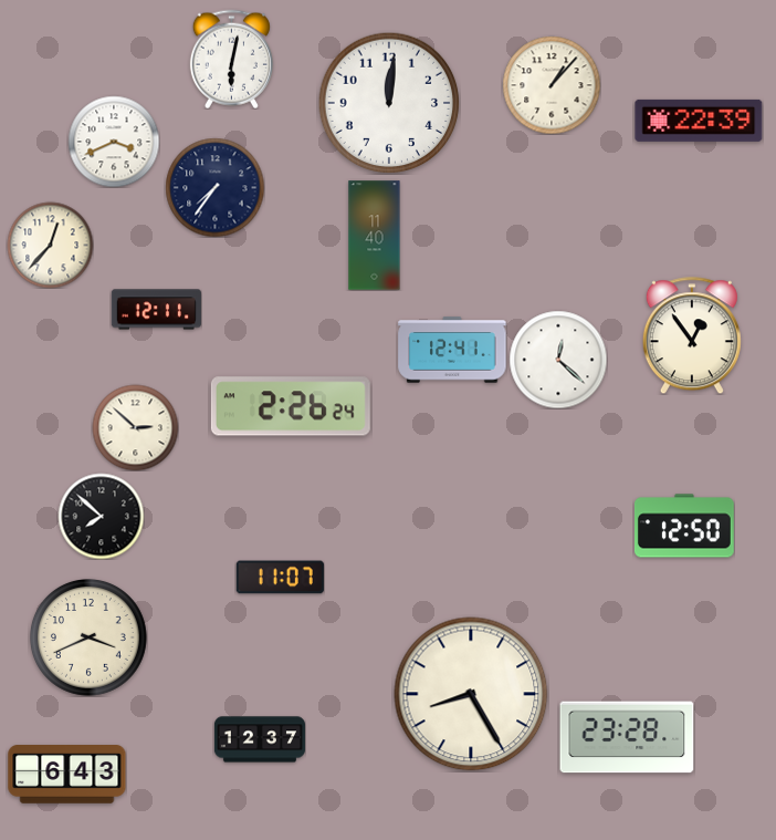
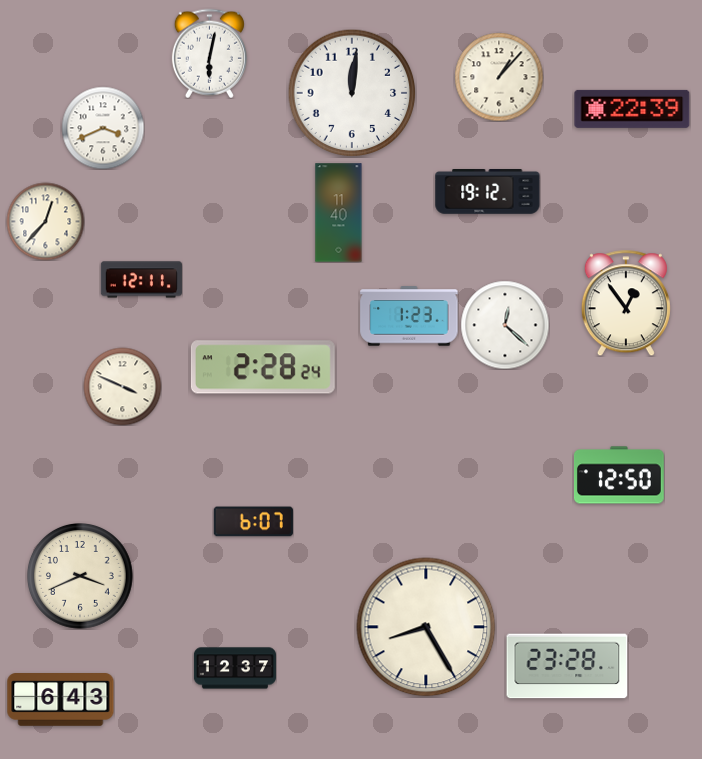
clock at (214, 187): 7:36 -> none
clock at (488, 192): none -> 19:12
clock at (452, 350): 12:41 -> 1:23
clock at (291, 406): 2:26 -> 2:28
clock at (135, 427): 2:52 -> 3:49
clock at (101, 516): 7:52 -> none
clock at (280, 578): 11:07 -> 6:07
